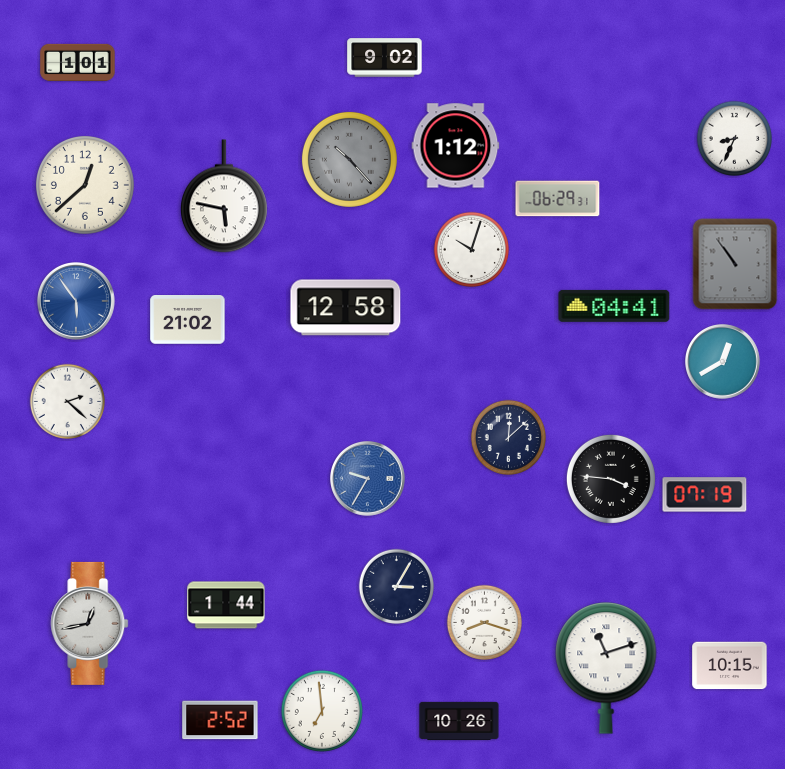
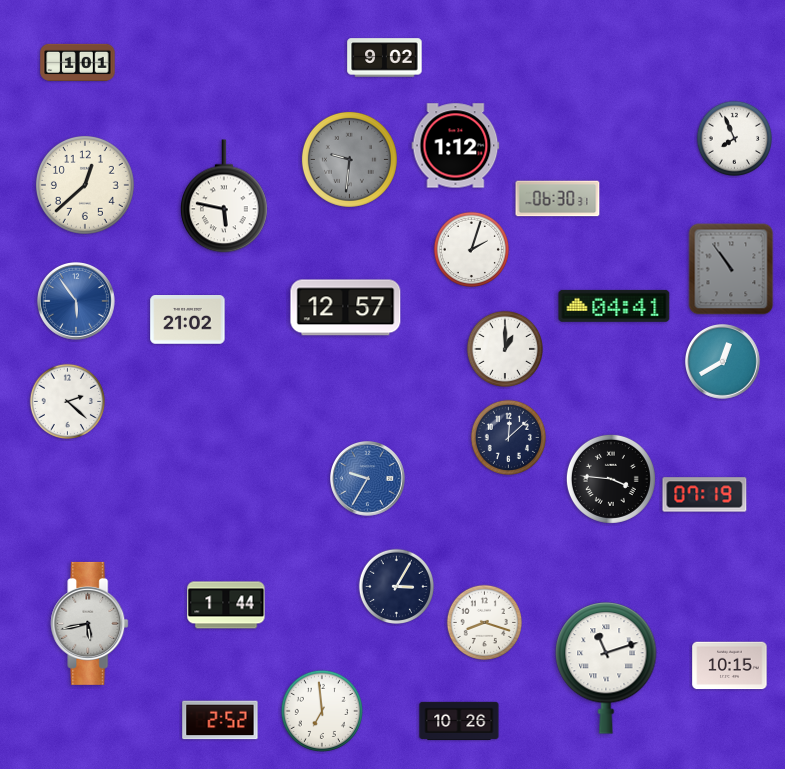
clock at (734, 138): 8:34 -> 7:56
clock at (349, 159): 10:23 -> 9:31
clock at (558, 199): 06:29 -> 06:30
clock at (471, 249): 10:03 -> 2:03
clock at (735, 264) position: (735, 264) -> (731, 269)
clock at (346, 308): 12:58 -> 12:57
clock at (504, 348): none -> 1:00
clock at (90, 623): 12:43 -> 5:43
